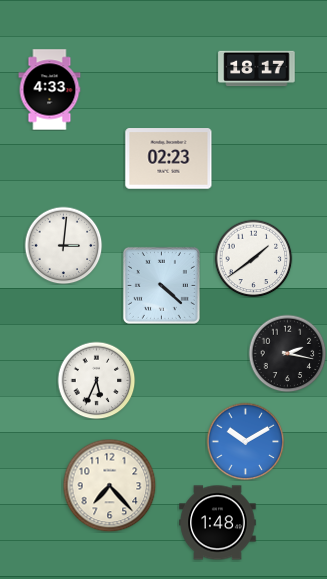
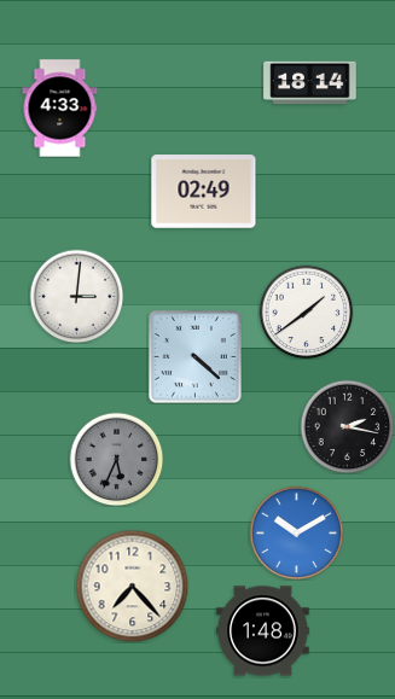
clock at (257, 69): 18:17 -> 18:14
clock at (169, 159): 02:23 -> 02:49
clock at (161, 285) position: (161, 285) -> (194, 356)
clock at (96, 380) dial: white -> grey
